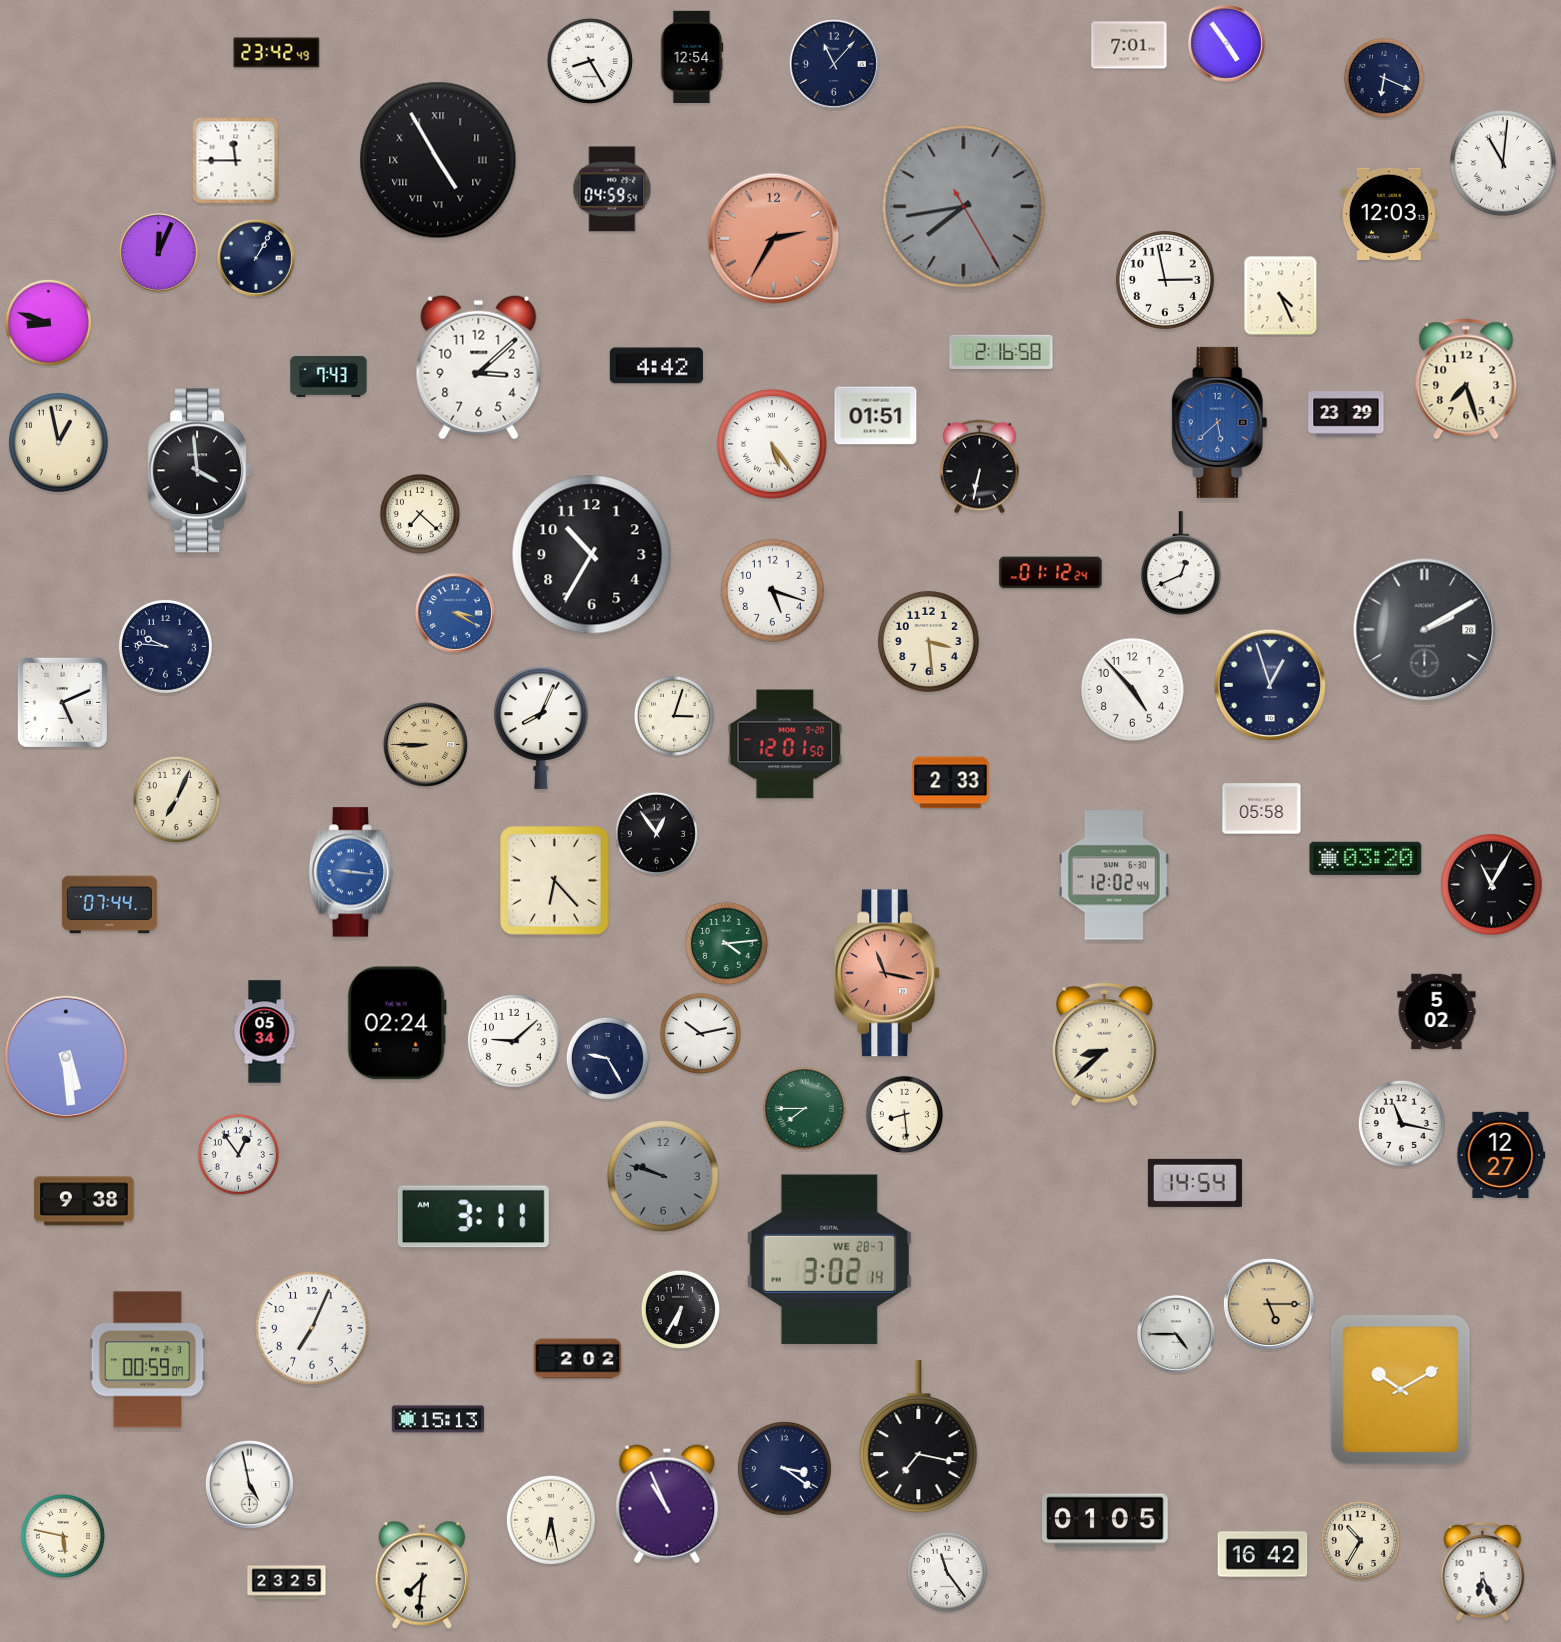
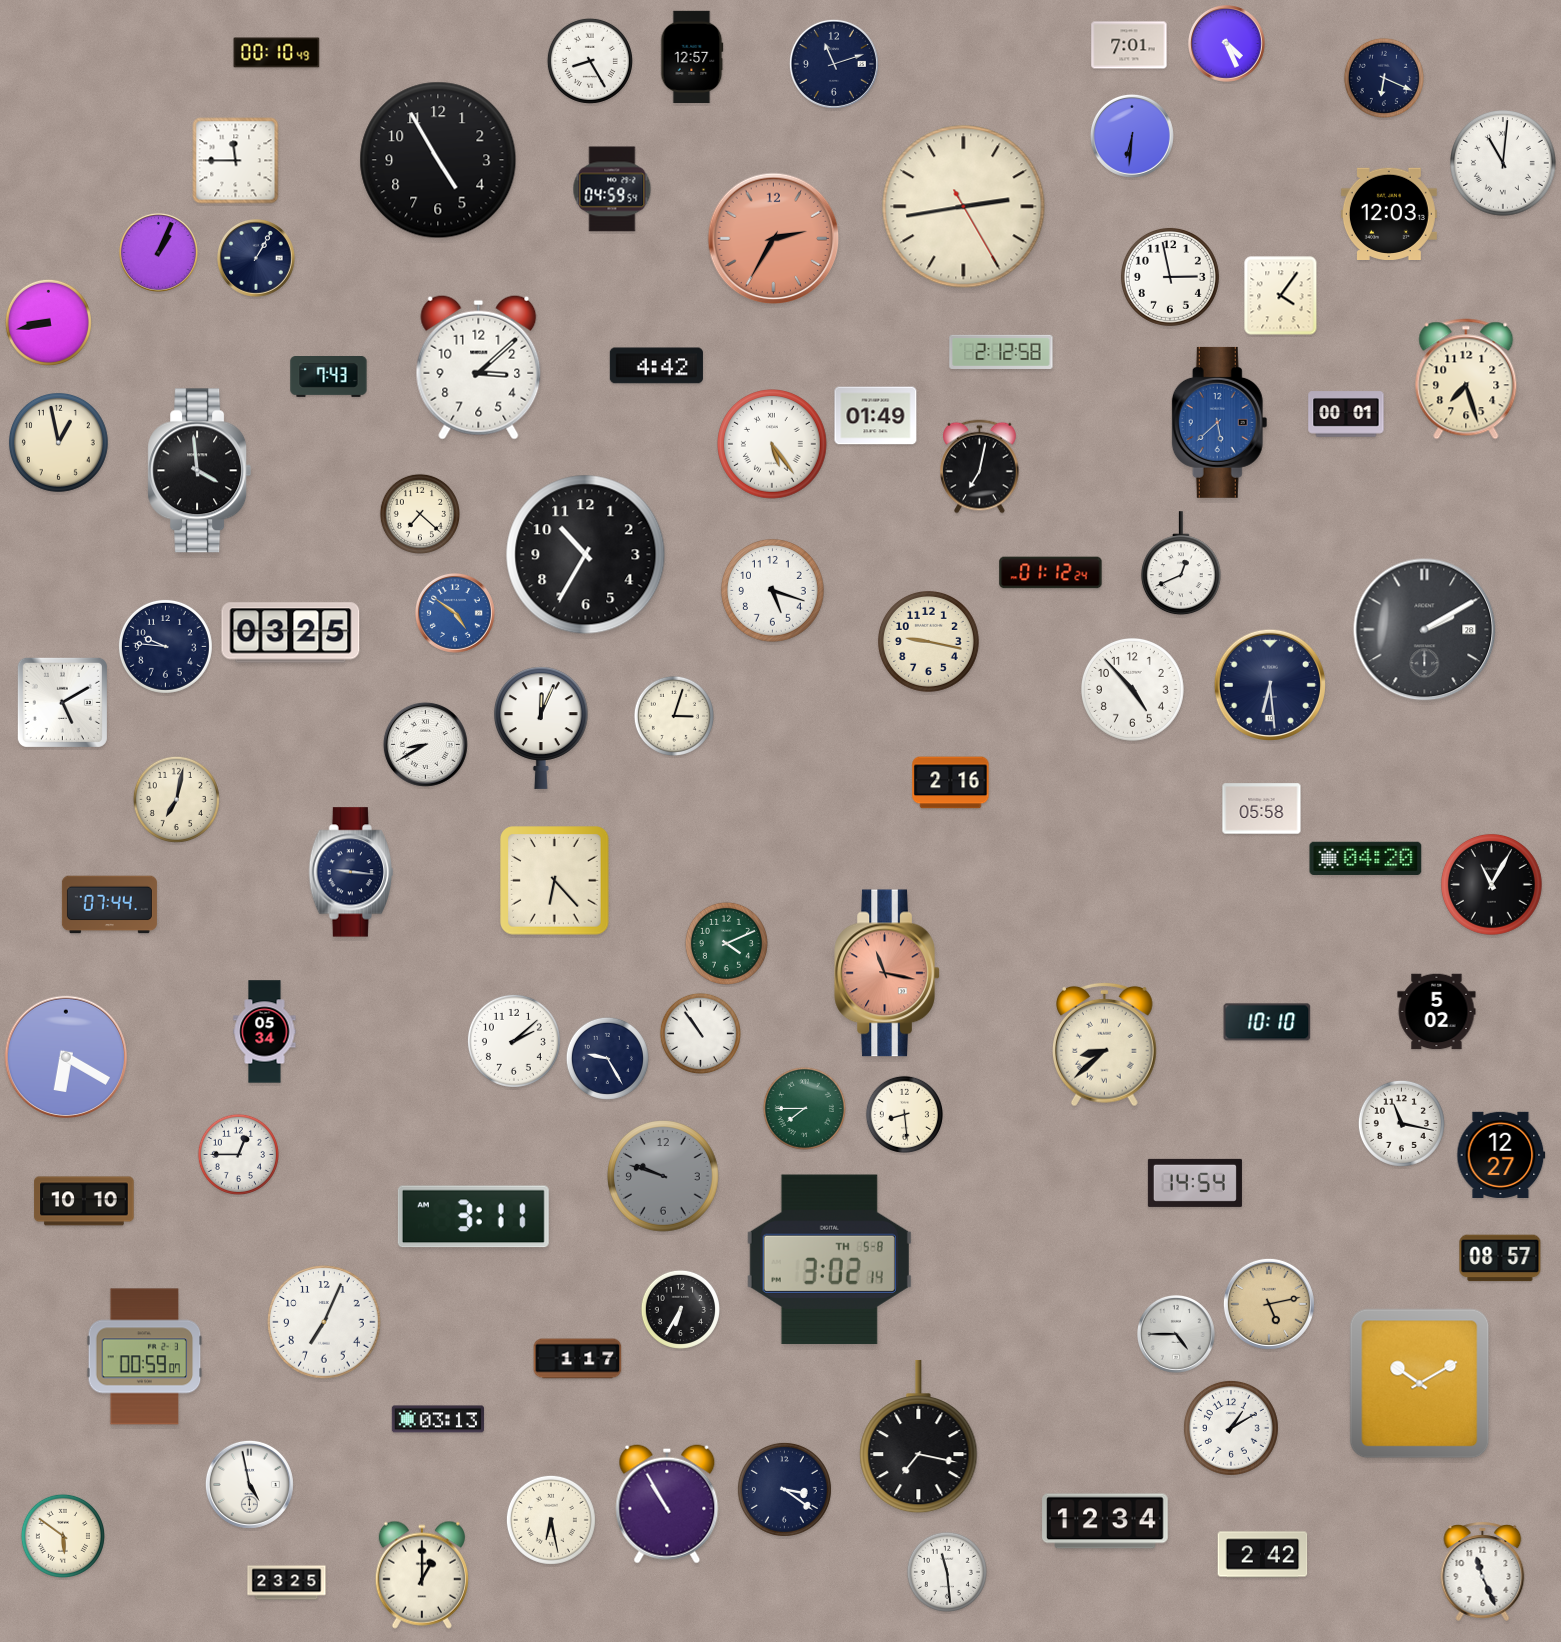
clock at (1227, 44): 4:54 -> 4:26
clock at (277, 53): 23:42 -> 00:10
clock at (692, 56): 12:54 -> 12:57
clock at (834, 64): 11:07 -> 11:12
clock at (1132, 136): none -> 6:31
clock at (438, 160) numerals: Roman -> Arabic
clock at (964, 207): 7:43 -> 2:43
clock at (964, 207) dial: grey -> cream
clock at (159, 253): 12:04 -> 1:04
clock at (1165, 280) position: (1165, 280) -> (1170, 277)
clock at (1281, 296): 4:26 -> 4:06
clock at (48, 322): 8:48 -> 8:43
clock at (1001, 352): 2:16 -> 2:12
clock at (1346, 414): 23:29 -> 00:01
clock at (876, 416): 01:51 -> 01:49
clock at (980, 467): 6:32 -> 7:02
clock at (592, 555) position: (592, 555) -> (586, 555)
clock at (455, 613): 3:20 -> 4:51
clock at (291, 633): none -> 03:25
clock at (928, 641): 3:29 -> 9:17
clock at (1270, 685): 12:57 -> 6:29
clock at (62, 702): 5:11 -> 5:10
clock at (541, 728): 8:04 -> 12:04
clock at (425, 744): 8:45 -> 8:40
clock at (425, 744) dial: champagne -> white
clock at (785, 744): 12:01 -> none
clock at (951, 783): 2:33 -> 2:16
clock at (176, 799): 7:04 -> 7:02
clock at (656, 833): 12:54 -> none
clock at (1366, 858): 03:20 -> 04:20
clock at (351, 872) dial: blue -> navy
clock at (1115, 875): 12:02 -> none
clock at (726, 943): 4:14 -> 4:11
clock at (1267, 1022): none -> 10:10
clock at (397, 1023): 02:24 -> none
clock at (700, 1033): 10:13 -> 10:54
clock at (514, 1041): 9:08 -> 2:08
clock at (66, 1057): 5:29 -> 6:20
clock at (238, 1154): 12:54 -> 12:45
clock at (84, 1201): 9:38 -> 10:10
clock at (1500, 1258): none -> 08:57
clock at (829, 1260) date: WE 28-7 -> TH 5-8
clock at (1269, 1304): 5:15 -> 5:13
clock at (312, 1328) position: (312, 1328) -> (324, 1322)
clock at (578, 1359): 2:02 -> 1:17
clock at (148, 1360) position: (148, 1360) -> (145, 1357)
clock at (1401, 1390) position: (1401, 1390) -> (1420, 1384)
clock at (437, 1419): 15:13 -> 03:13
clock at (1231, 1428): none -> 1:10
clock at (784, 1468) position: (784, 1468) -> (784, 1489)
clock at (667, 1504): 10:56 -> 10:55
clock at (1105, 1521): 01:05 -> 12:34
clock at (63, 1536): 5:47 -> 5:51
clock at (1360, 1540): 10:35 -> none
clock at (1263, 1555): 16:42 -> 2:42
clock at (1483, 1571): 6:26 -> 11:26
clock at (947, 1572): 11:24 -> 11:29
clock at (422, 1575): 7:31 -> 1:00
